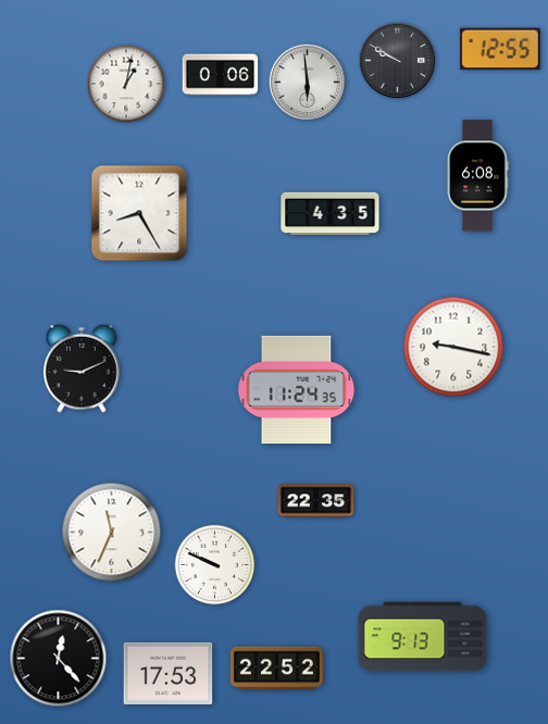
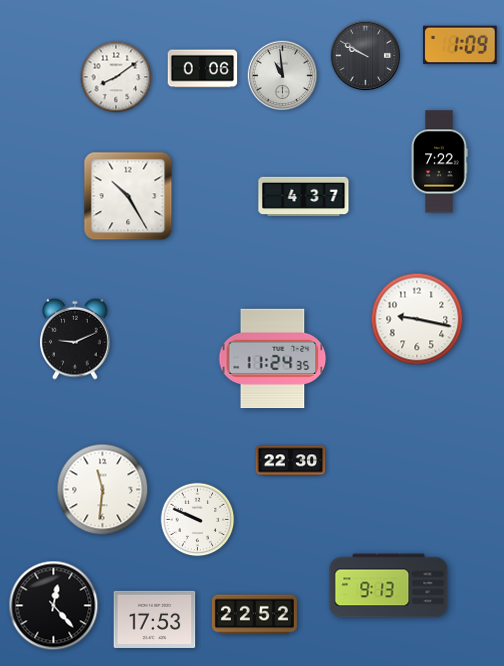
clock at (500, 49): 12:55 -> 1:09
clock at (308, 83): 5:59 -> 10:59
clock at (126, 84): 1:02 -> 8:09
clock at (477, 176): 6:08 -> 7:22
clock at (139, 213): 8:25 -> 10:25
clock at (331, 214): 4:35 -> 4:37
clock at (316, 501): 22:35 -> 22:30
clock at (112, 533): 11:34 -> 11:31
